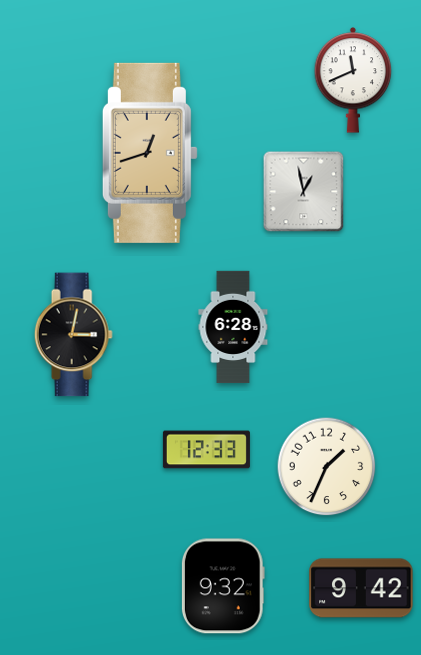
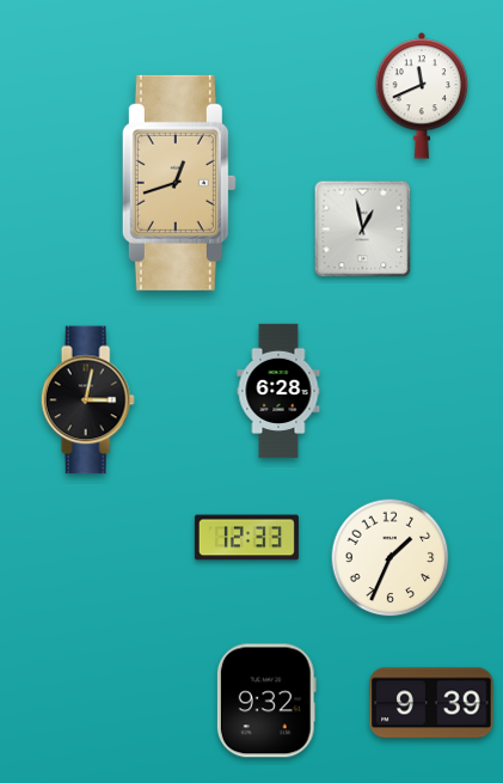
clock at (361, 588): 9:42 -> 9:39
